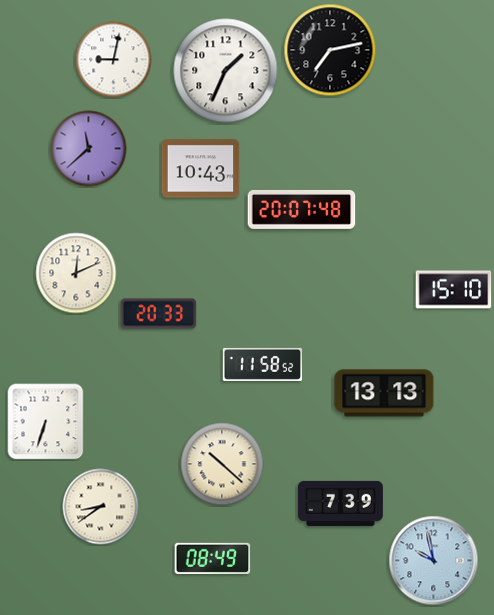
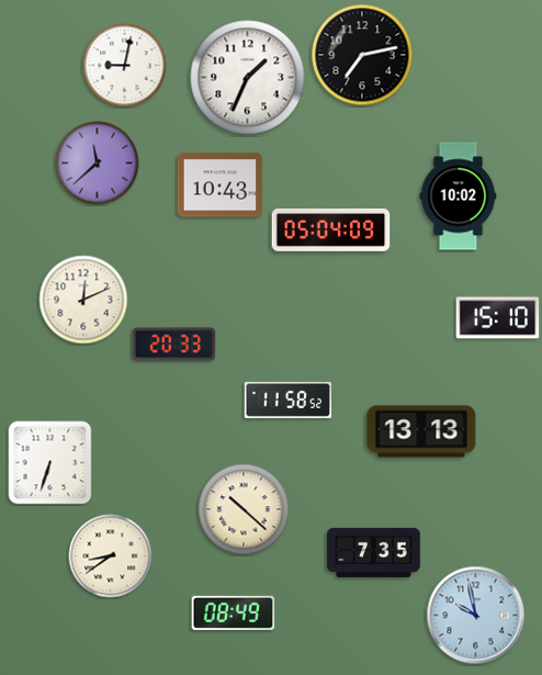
clock at (459, 196): none -> 10:02
clock at (302, 209): 20:07 -> 05:04
clock at (341, 503): 7:39 -> 7:35
